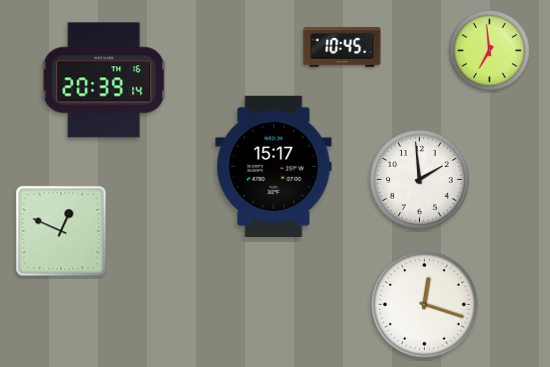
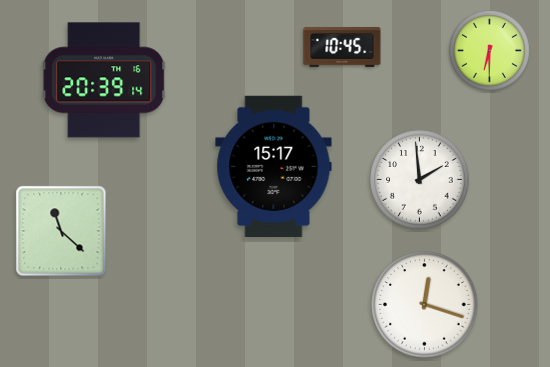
clock at (489, 50): 6:59 -> 6:30
clock at (61, 231): 12:49 -> 11:22
